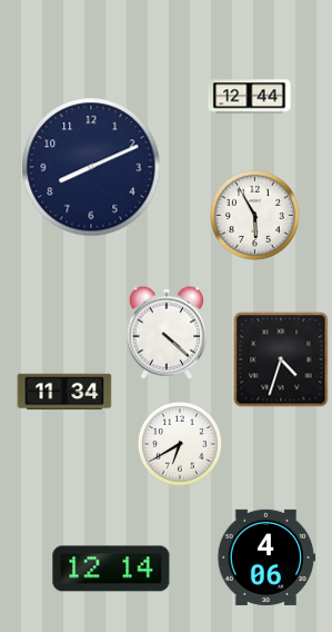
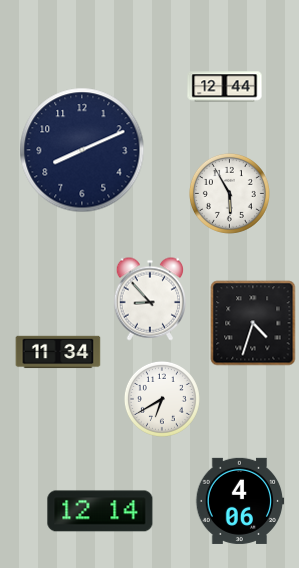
clock at (165, 333): 4:22 -> 8:53
